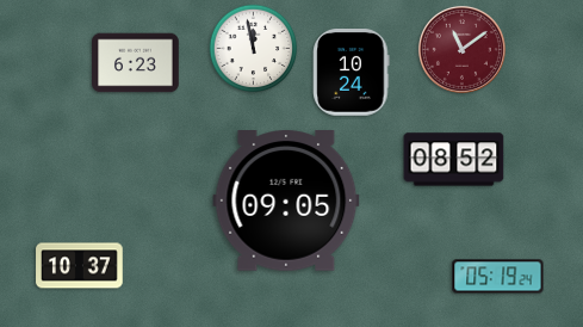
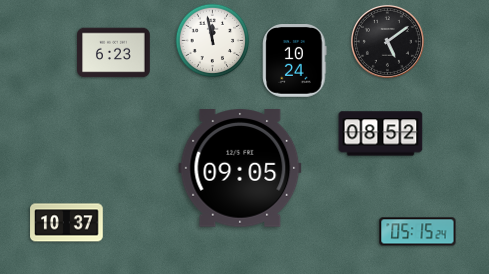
clock at (461, 49): 11:09 -> 5:09
clock at (461, 49) dial: burgundy -> black
clock at (498, 277): 05:19 -> 05:15
